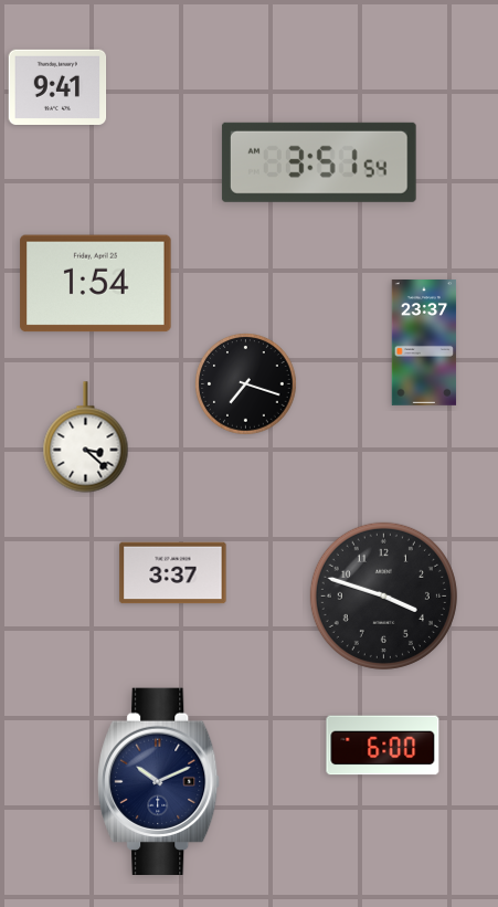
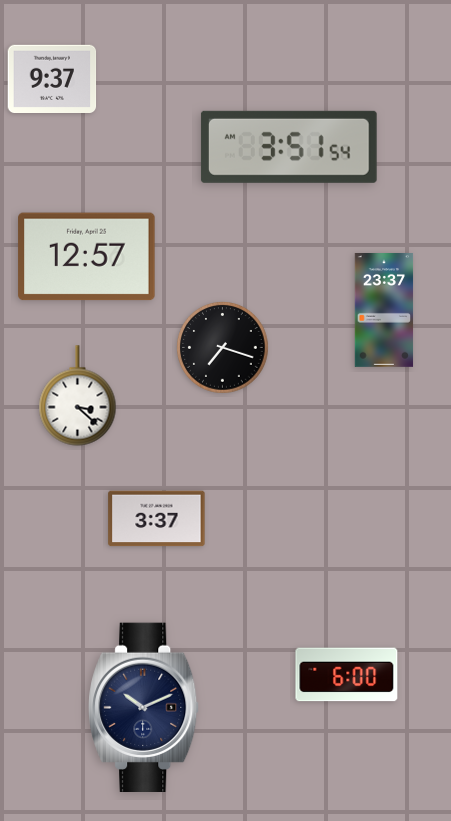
clock at (57, 86): 9:41 -> 9:37
clock at (96, 284): 1:54 -> 12:57
clock at (383, 595): 3:48 -> none
